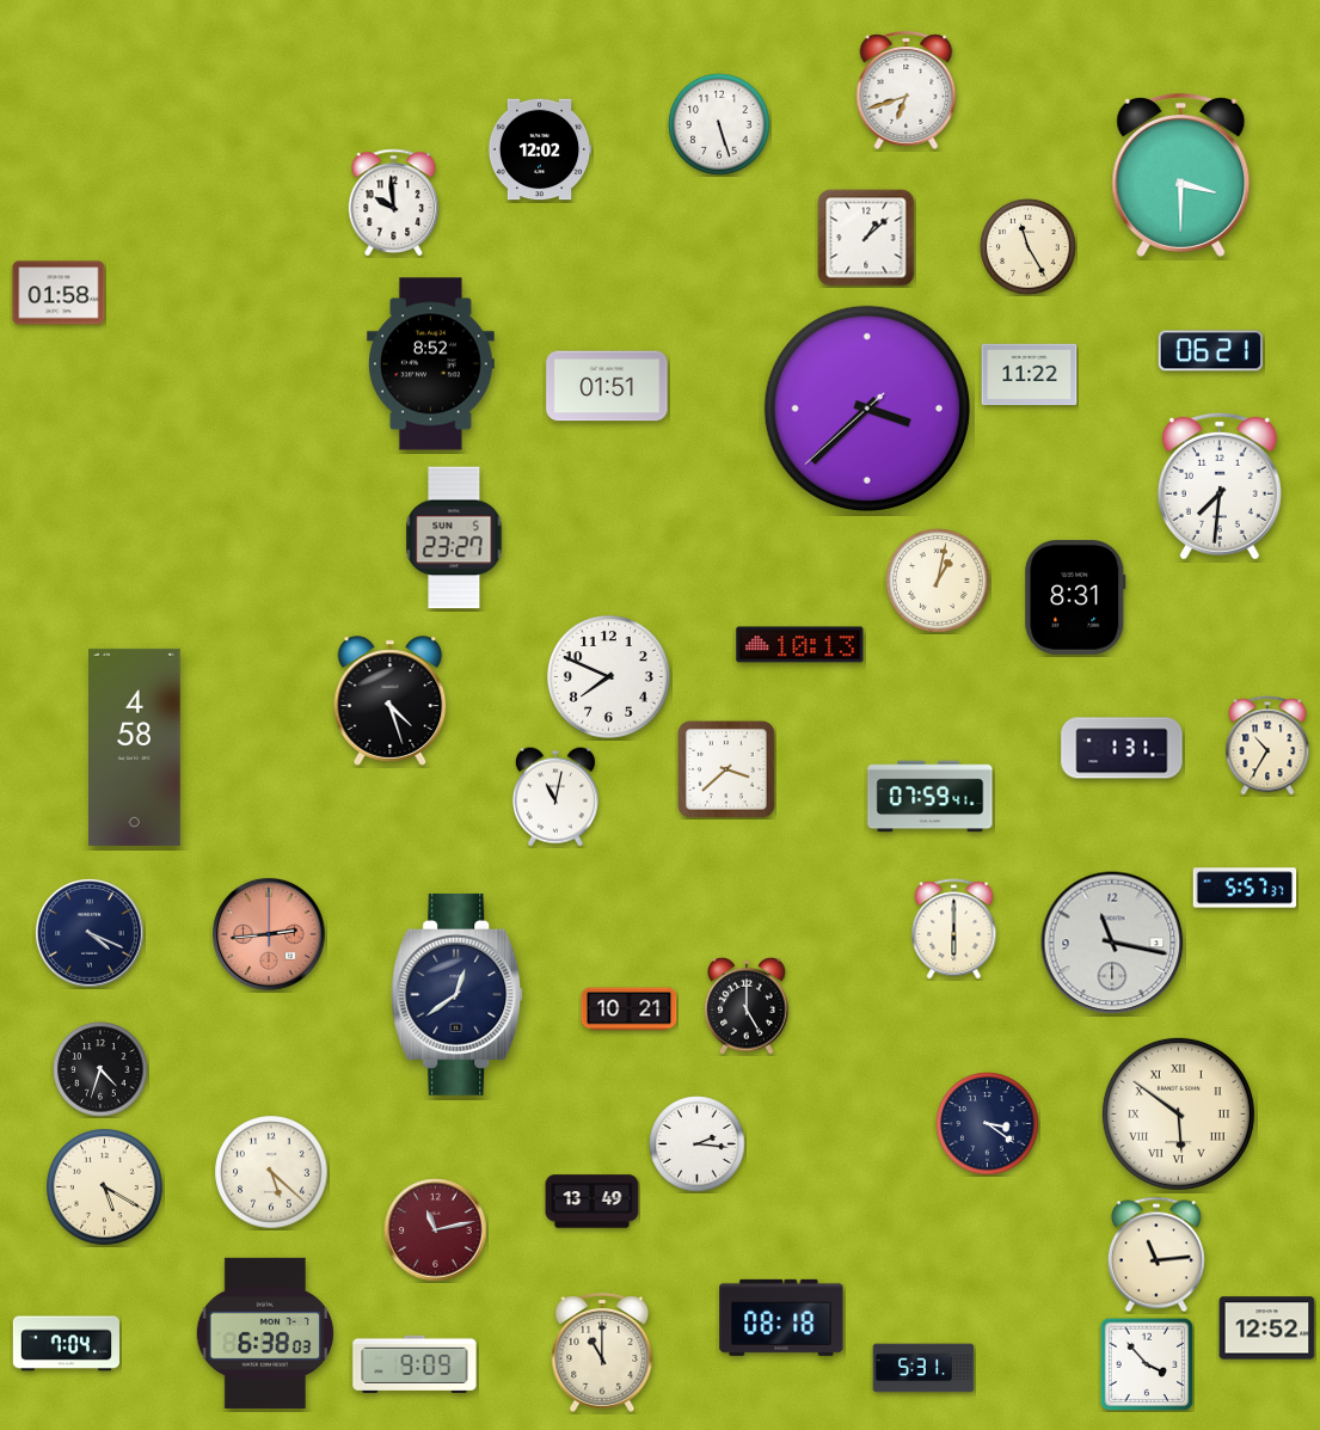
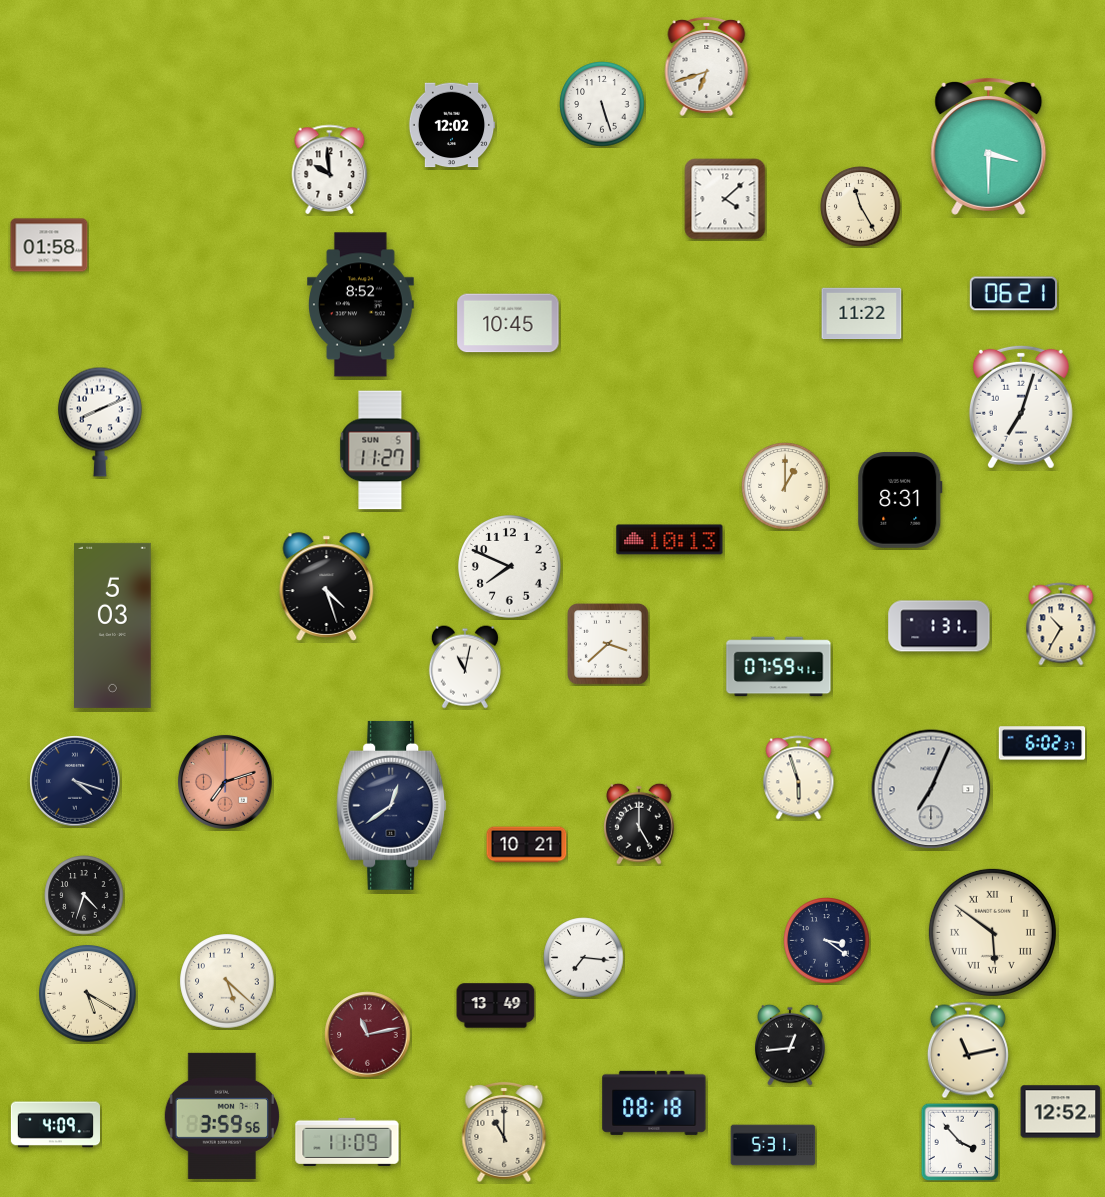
clock at (907, 90) position: (907, 90) -> (707, 66)
clock at (866, 238): 1:08 -> 4:08
clock at (607, 386): 01:51 -> 10:45
clock at (867, 409): 3:37 -> none
clock at (1220, 486): 7:31 -> 7:03
clock at (100, 422): none -> 8:11
clock at (454, 538): 23:27 -> 11:27
clock at (938, 581): 1:02 -> 1:00
clock at (135, 747): 4:58 -> 5:03
clock at (1245, 888): 5:57 -> 6:02
clock at (954, 929): 6:00 -> 5:57
clock at (90, 933): 4:19 -> 4:18
clock at (269, 934): 2:44 -> 7:12
clock at (1112, 943): 11:17 -> 7:04
clock at (458, 994) position: (458, 994) -> (392, 805)
clock at (747, 1006) position: (747, 1006) -> (639, 824)
clock at (1178, 1113) position: (1178, 1113) -> (992, 932)
clock at (698, 1144): 2:16 -> 7:16
clock at (436, 1230) position: (436, 1230) -> (368, 1035)
clock at (790, 1045): none -> 12:44
clock at (1156, 1254): 11:14 -> 11:13
clock at (264, 1333): 6:38 -> 3:59
clock at (66, 1344): 7:04 -> 4:09
clock at (415, 1364): 9:09 -> 11:09
